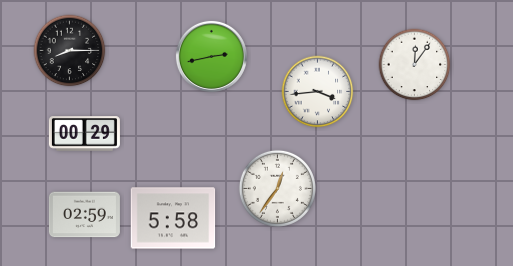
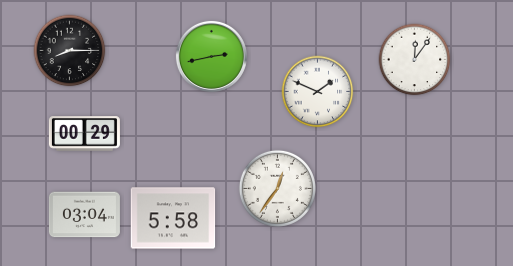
clock at (415, 65) position: (415, 65) -> (415, 60)
clock at (318, 92): 3:44 -> 1:49
clock at (84, 215): 02:59 -> 03:04
